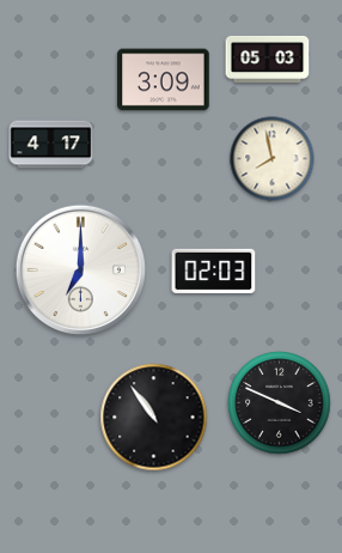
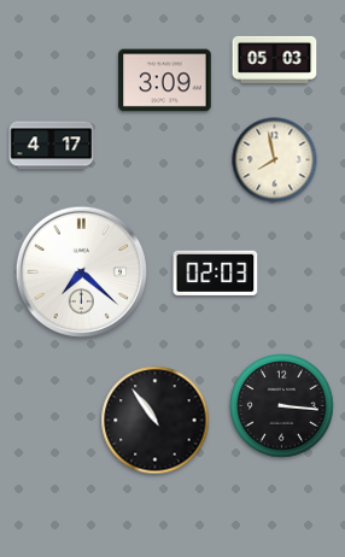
clock at (268, 59) position: (268, 59) -> (275, 59)
clock at (80, 269): 7:00 -> 7:22
clock at (280, 403): 3:49 -> 3:16
